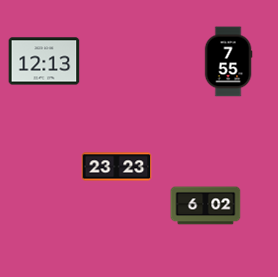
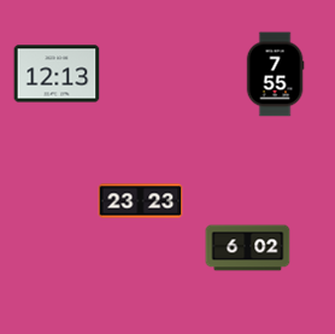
clock at (44, 61) position: (44, 61) -> (57, 74)
